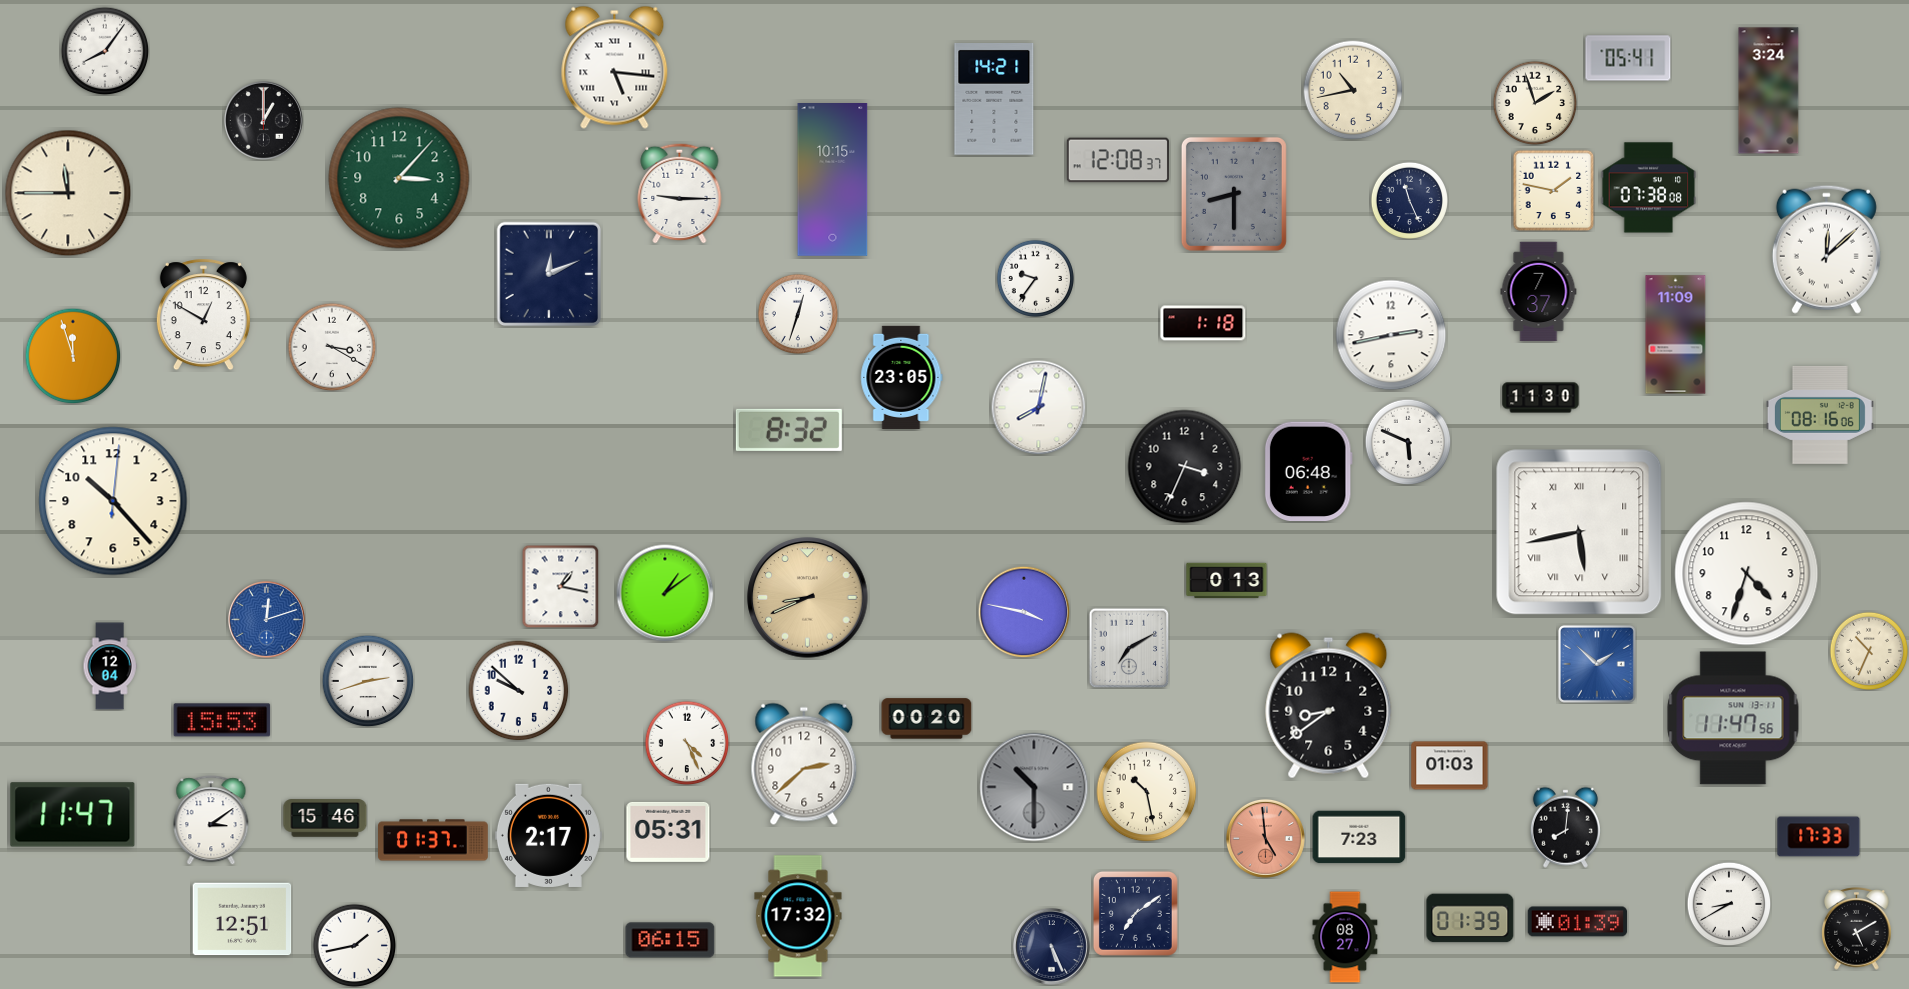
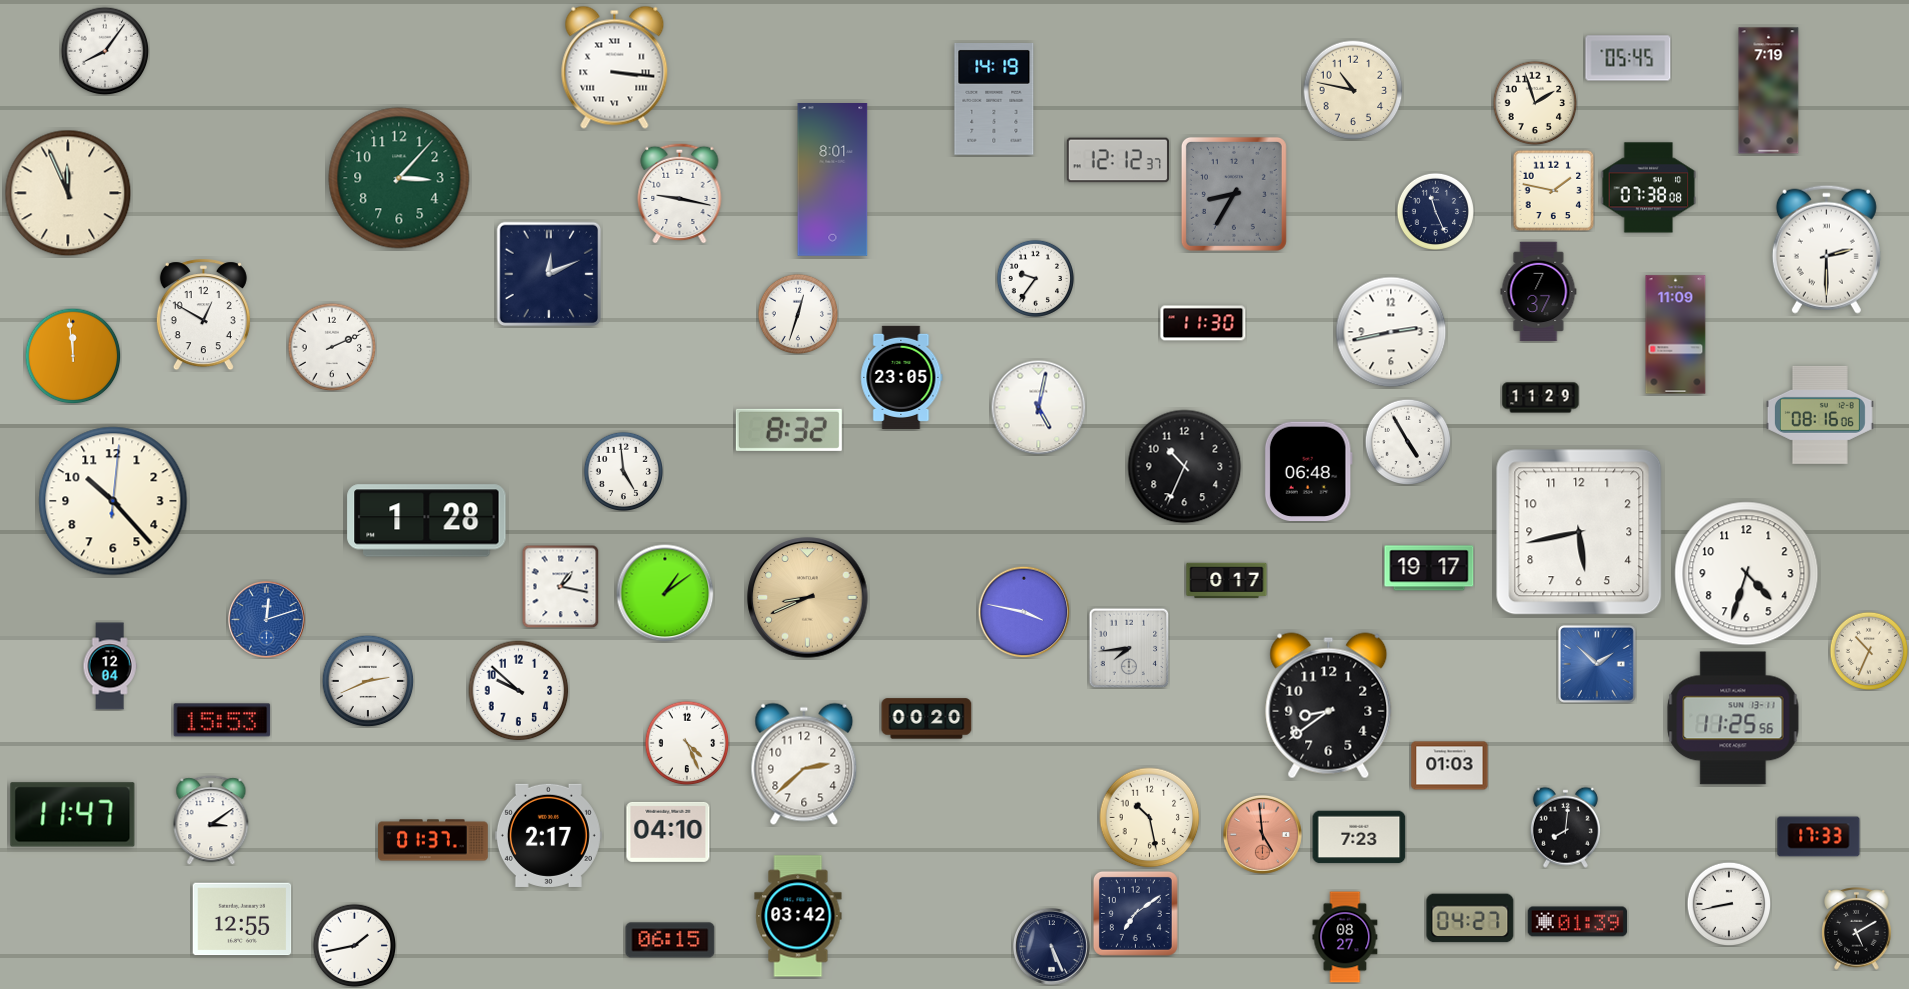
clock at (1628, 58): 05:41 -> 05:45
clock at (615, 67): 5:16 -> 3:16
clock at (1353, 90): 10:43 -> 10:47
clock at (1769, 91): 3:24 -> 7:19
clock at (994, 100): 14:21 -> 14:19
clock at (263, 120): 1:00 -> none
clock at (1118, 160): 12:08 -> 12:12
clock at (833, 180): 10:15 -> 8:01
clock at (68, 193): 11:45 -> 11:56
clock at (680, 193): 9:15 -> 9:17
clock at (1234, 194): 8:30 -> 8:35
clock at (1409, 200) position: (1409, 200) -> (1435, 211)
clock at (1826, 249): 12:08 -> 2:30
clock at (1203, 323): 1:18 -> 11:30
clock at (1391, 335) position: (1391, 335) -> (1391, 332)
clock at (332, 347): 3:20 -> 2:11
clock at (73, 356): 11:57 -> 11:59
clock at (1541, 398): 11:30 -> 11:29
clock at (1038, 407): 8:02 -> 5:02
clock at (1408, 442): 5:49 -> 4:55
clock at (1185, 467): 3:34 -> 10:34
clock at (623, 471): none -> 4:59
clock at (427, 521): none -> 1:28
clock at (1579, 532) numerals: Roman -> Arabic
clock at (1429, 568): none -> 19:17
clock at (1227, 581): 0:13 -> 0:17
clock at (1129, 648): 7:10 -> 7:44
clock at (368, 681): 2:42 -> 2:41
clock at (1733, 718): 11:47 -> 11:25
clock at (1034, 787): 10:30 -> none
clock at (1147, 792) position: (1147, 792) -> (1150, 818)
clock at (325, 818): 15:46 -> none
clock at (668, 832): 05:31 -> 04:10
clock at (1265, 838) position: (1265, 838) -> (1262, 834)
clock at (1729, 904): 8:40 -> 8:43
clock at (798, 916): 17:32 -> 03:42
clock at (1470, 918): 01:39 -> 04:27
clock at (242, 919): 12:51 -> 12:55
